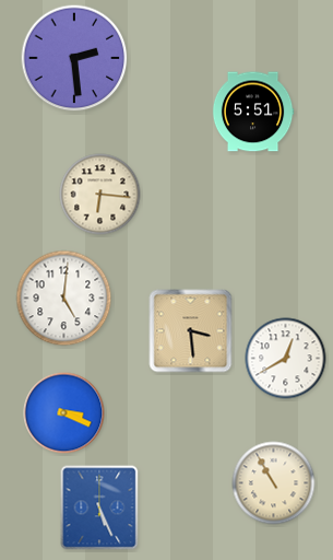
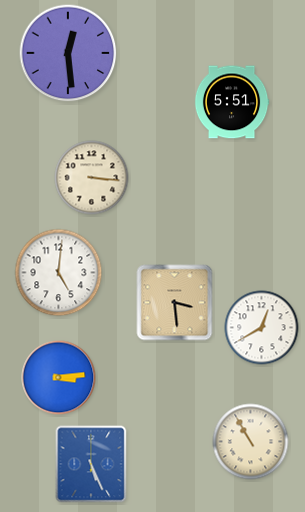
clock at (74, 58): 2:29 -> 12:29
clock at (100, 195): 6:16 -> 3:16
clock at (64, 413): 3:19 -> 3:14
